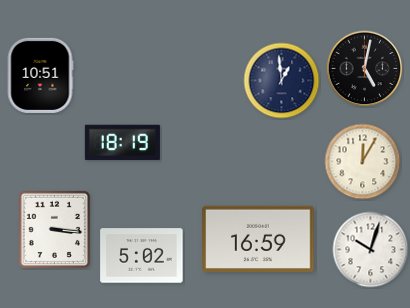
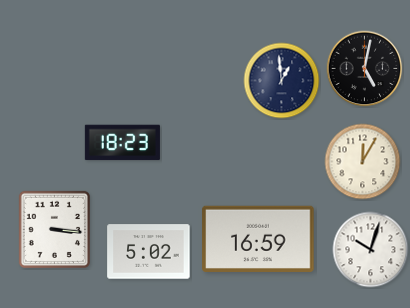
clock at (40, 75): 10:51 -> none
clock at (122, 143): 18:19 -> 18:23
clock at (142, 256) position: (142, 256) -> (149, 252)
